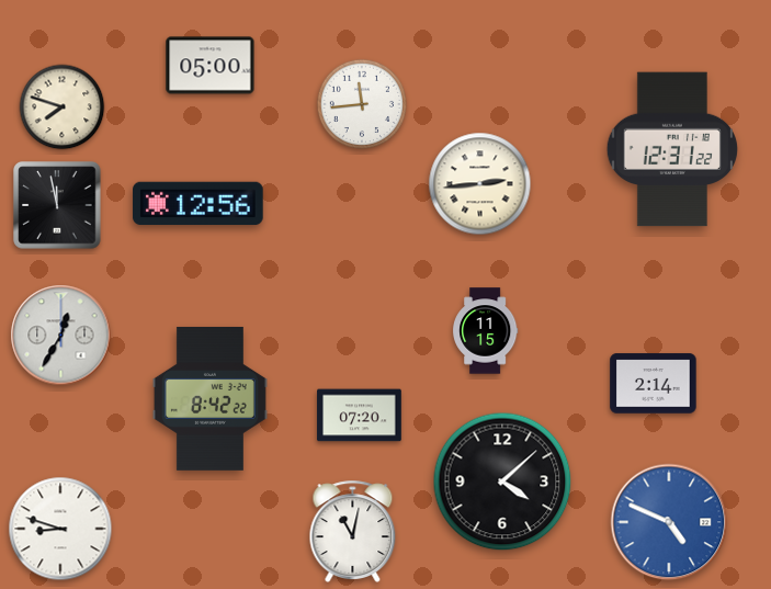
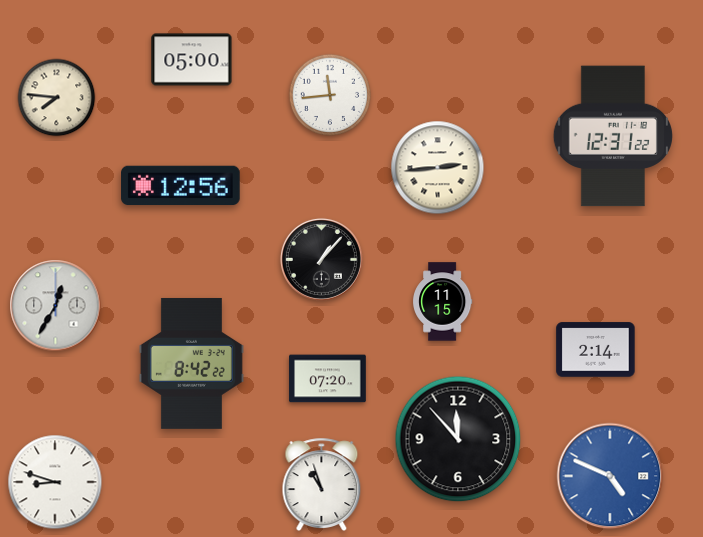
clock at (63, 107): 7:48 -> 7:46
clock at (57, 205): 11:58 -> none
clock at (321, 259): none -> 1:07
clock at (502, 482): 4:08 -> 11:53
clock at (353, 531): 11:02 -> 10:57
